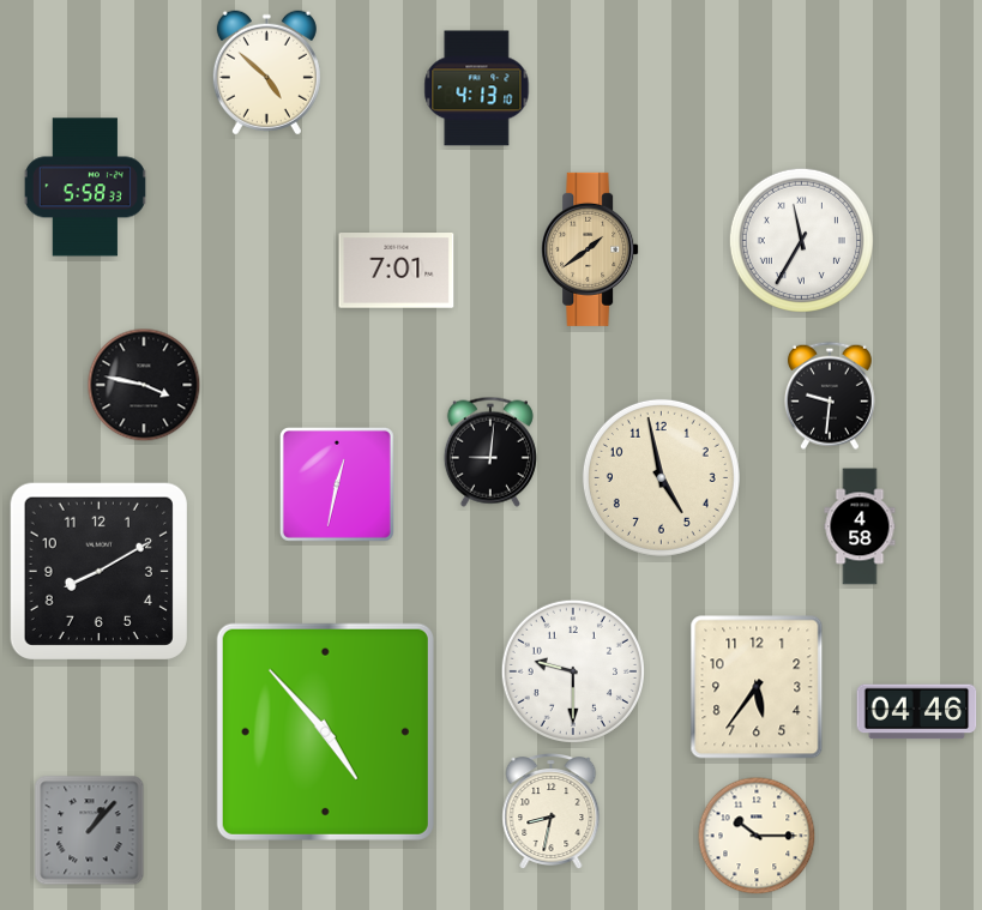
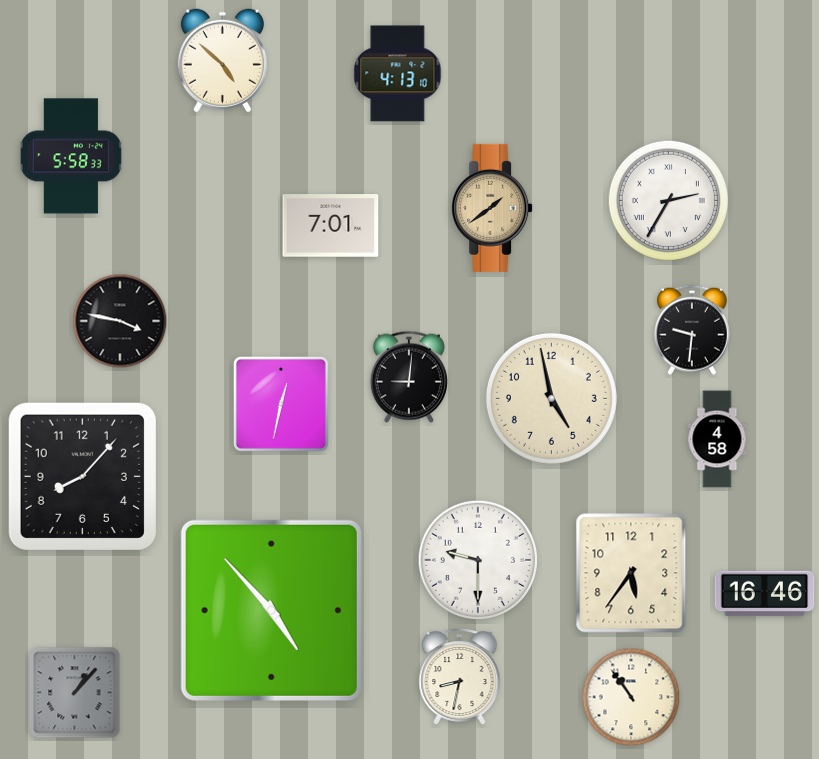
clock at (801, 240): 11:35 -> 2:35
clock at (98, 571): 8:10 -> 8:07
clock at (917, 712): 04:46 -> 16:46
clock at (757, 836): 10:15 -> 10:54
